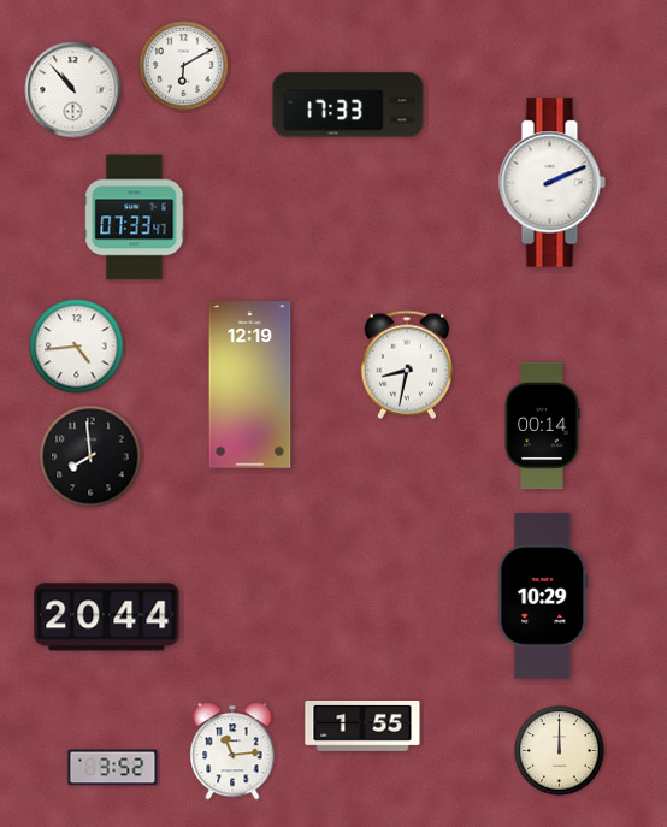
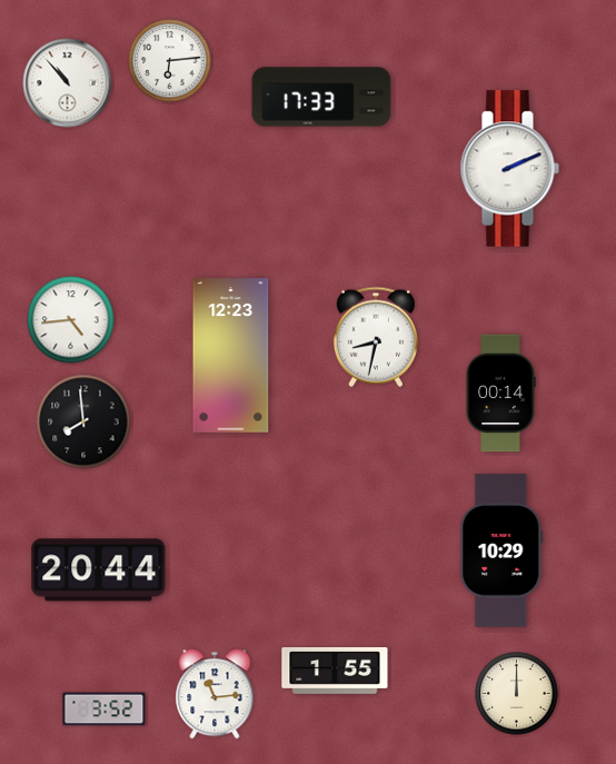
clock at (184, 66): 6:10 -> 6:14
clock at (135, 218): 07:33 -> none
clock at (250, 385): 12:19 -> 12:23
